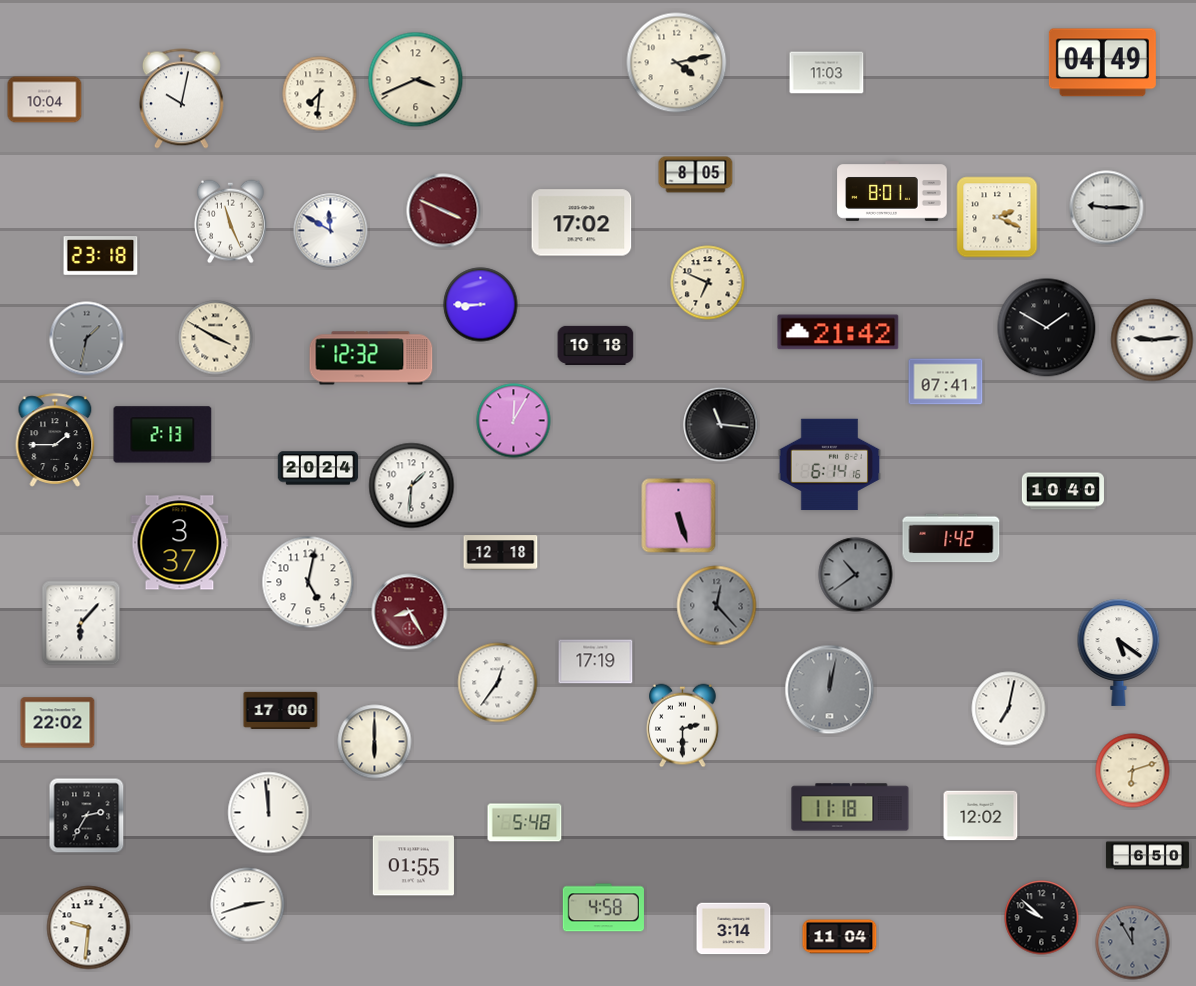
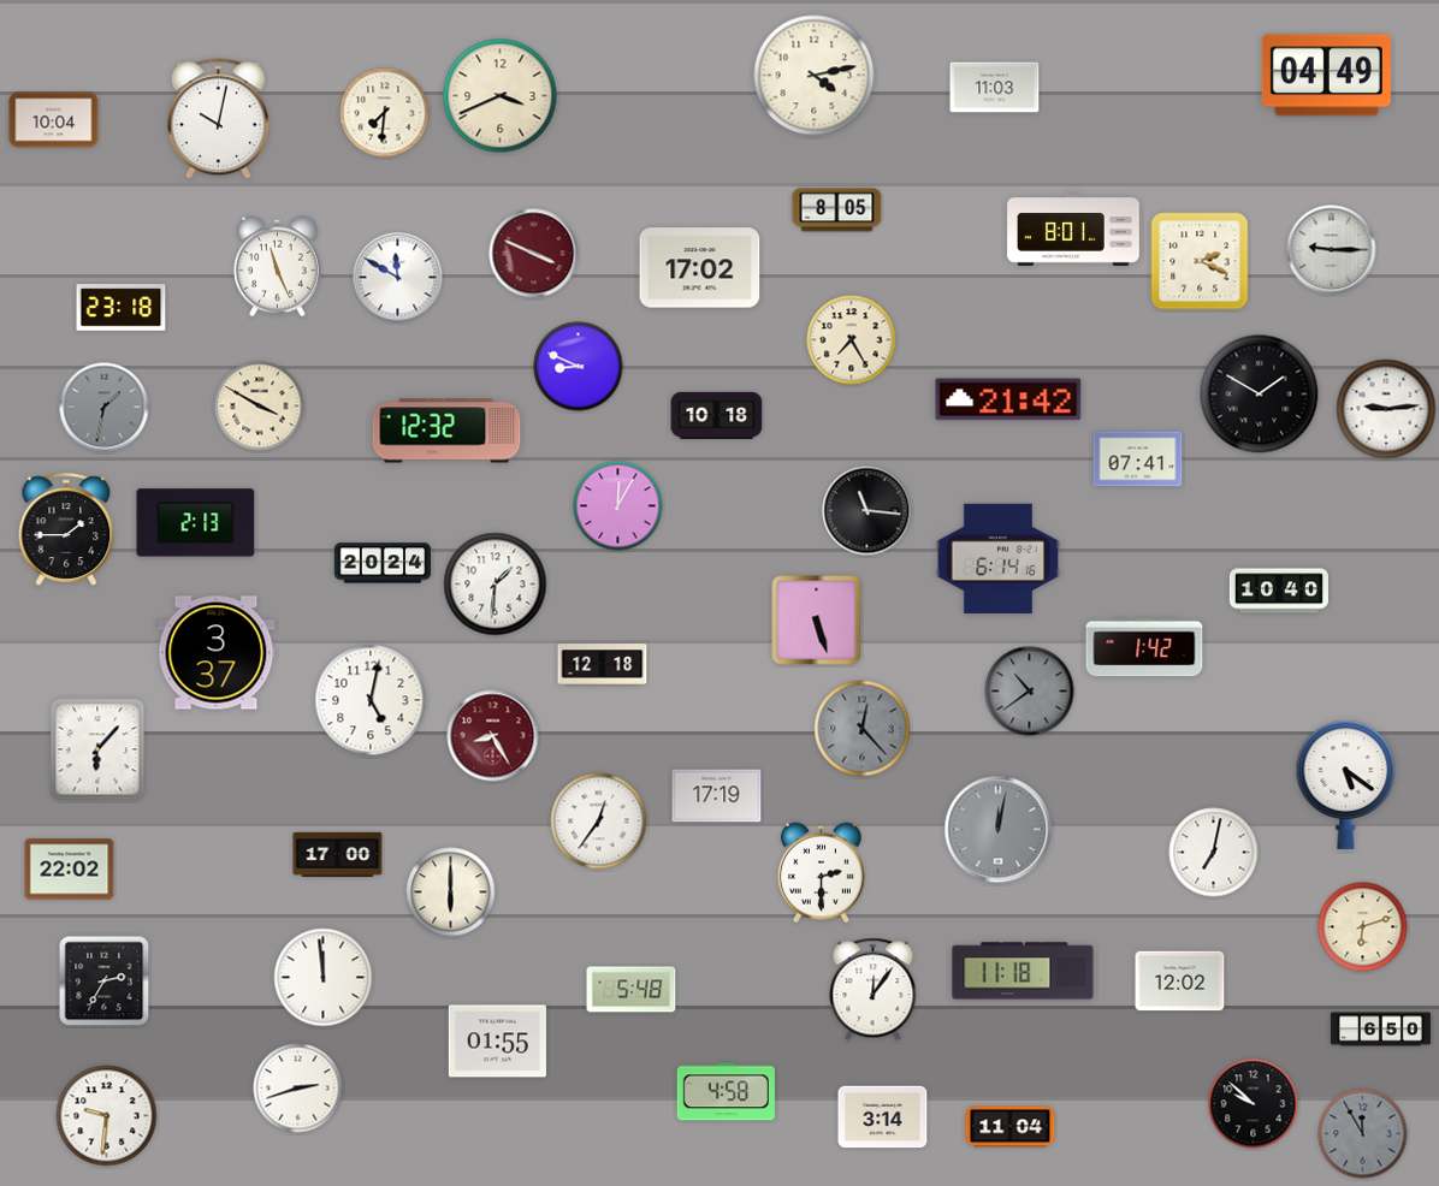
clock at (708, 283): 6:49 -> 7:25
clock at (481, 305): 8:45 -> 8:49
clock at (874, 990): none -> 12:06
